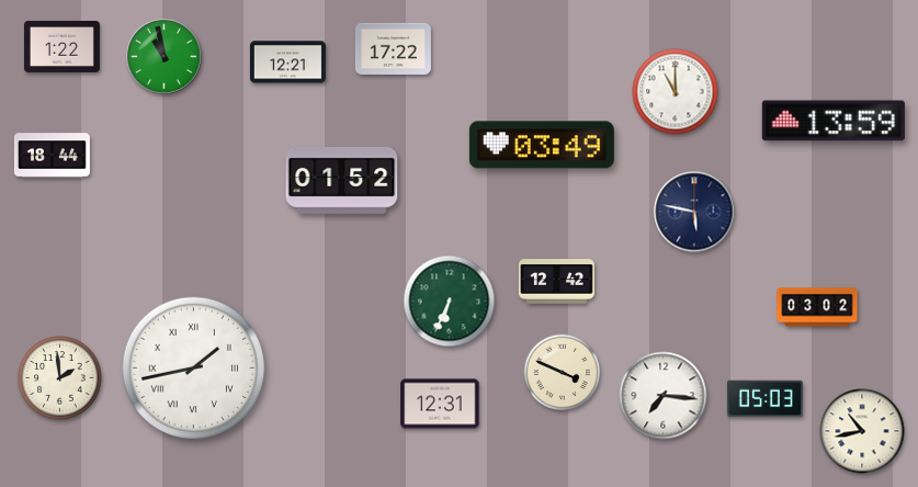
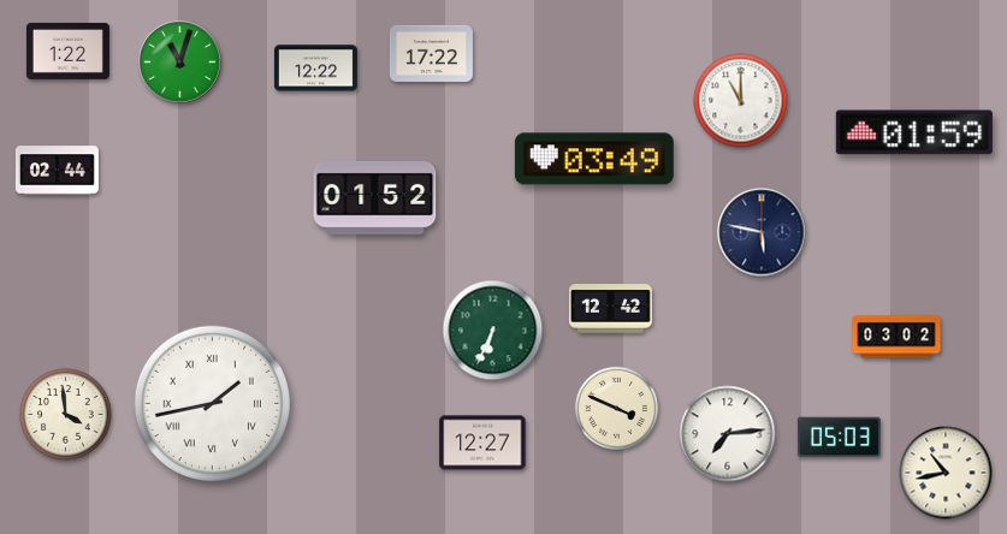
clock at (165, 57): 10:58 -> 11:03
clock at (287, 63): 12:21 -> 12:22
clock at (834, 121): 13:59 -> 01:59
clock at (52, 156): 18:44 -> 02:44
clock at (60, 378): 1:59 -> 3:59
clock at (664, 396): 7:16 -> 7:14
clock at (440, 404): 12:31 -> 12:27
